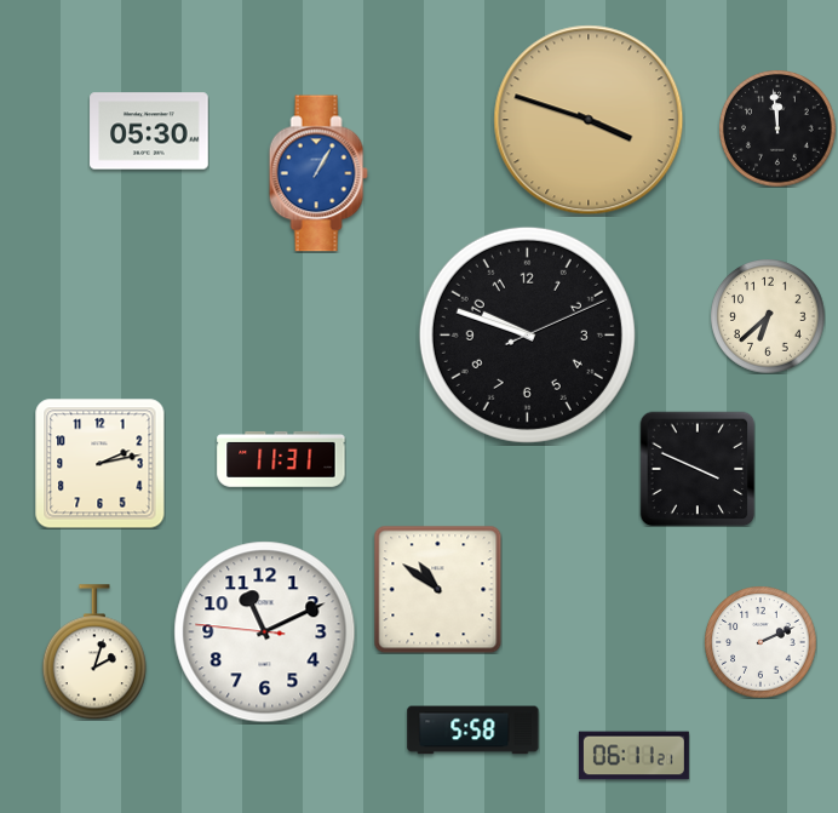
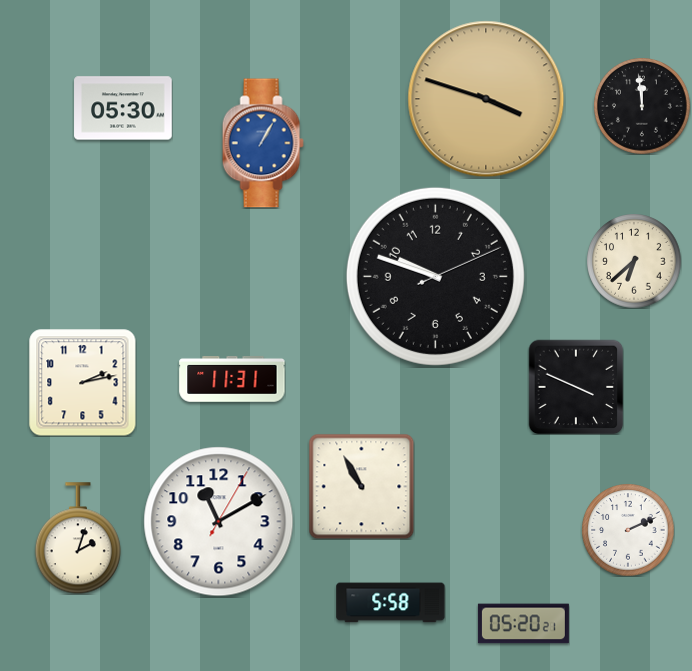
clock at (437, 589): 10:51 -> 10:55
clock at (265, 632): 11:10:46 -> 11:10:05
clock at (633, 756): 06:11 -> 05:20
